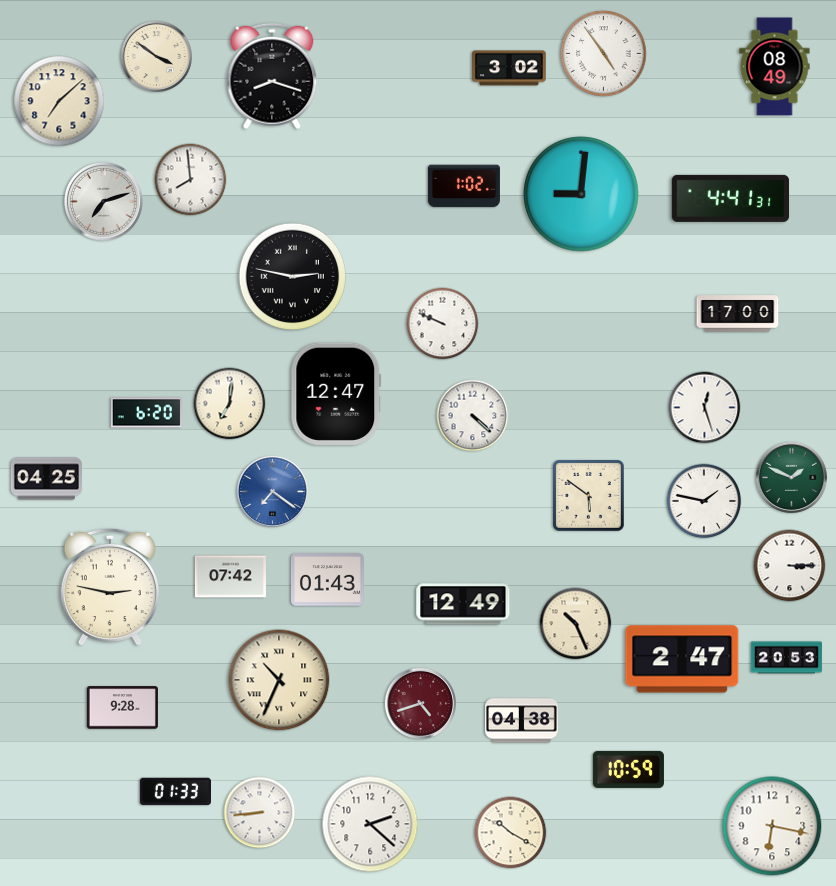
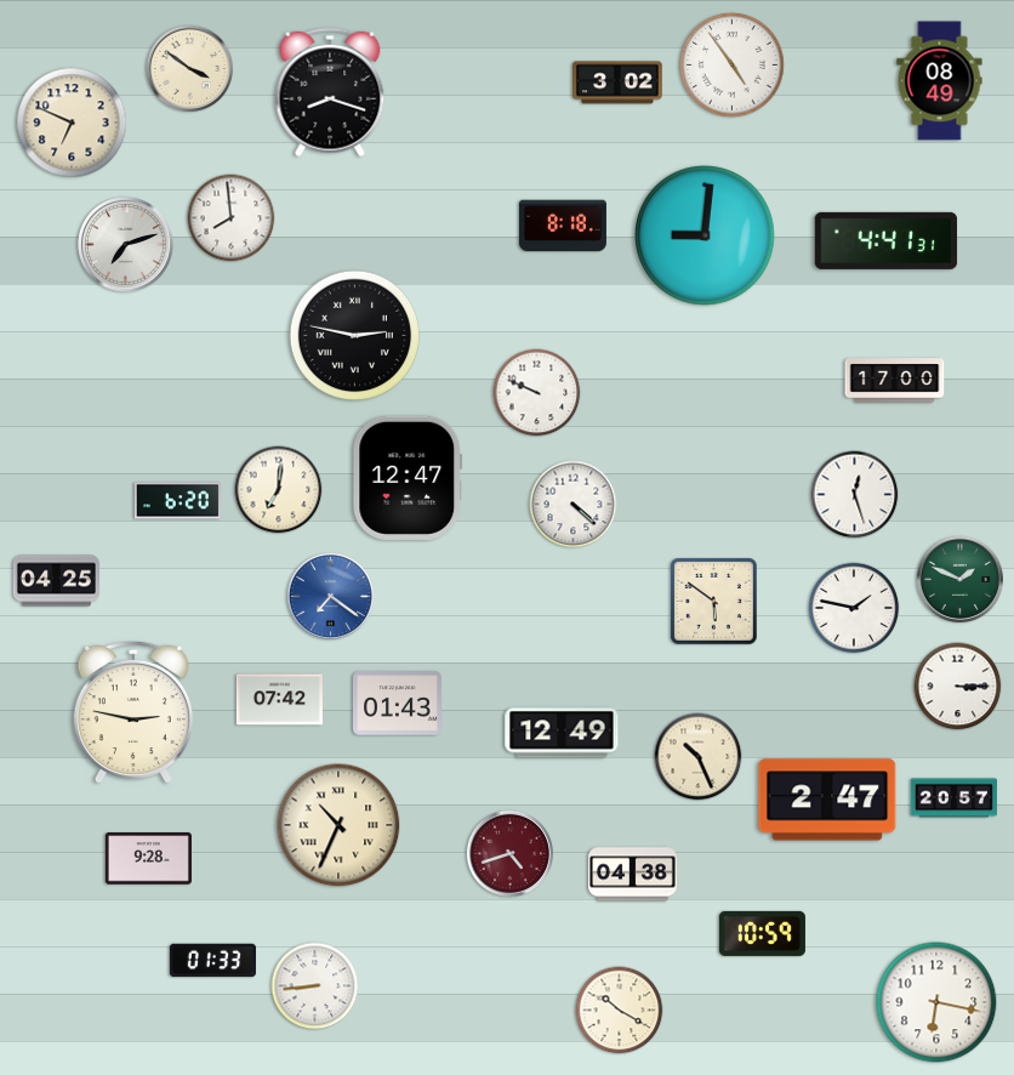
clock at (59, 101): 7:08 -> 6:49
clock at (464, 186): 1:02 -> 8:18
clock at (786, 658): 20:53 -> 20:57
clock at (370, 824): 2:22 -> none
